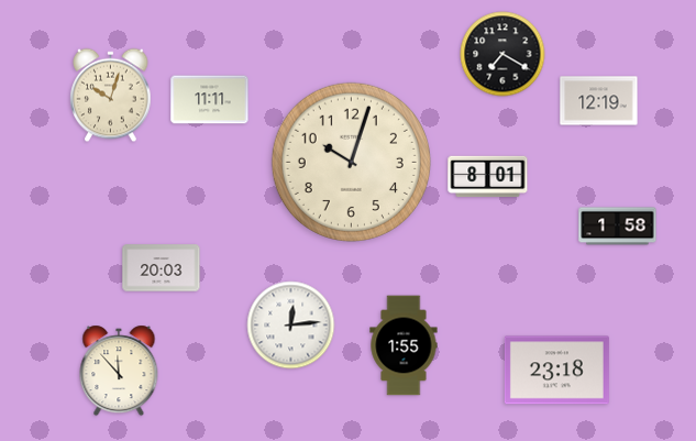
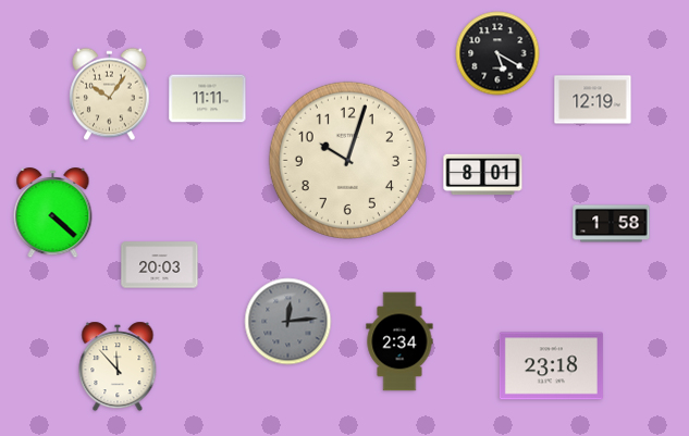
clock at (502, 54): 7:20 -> 5:20
clock at (111, 96): 10:03 -> 10:06
clock at (53, 213): none -> 4:22
clock at (291, 326) dial: white -> grey
clock at (404, 345): 1:55 -> 2:34
